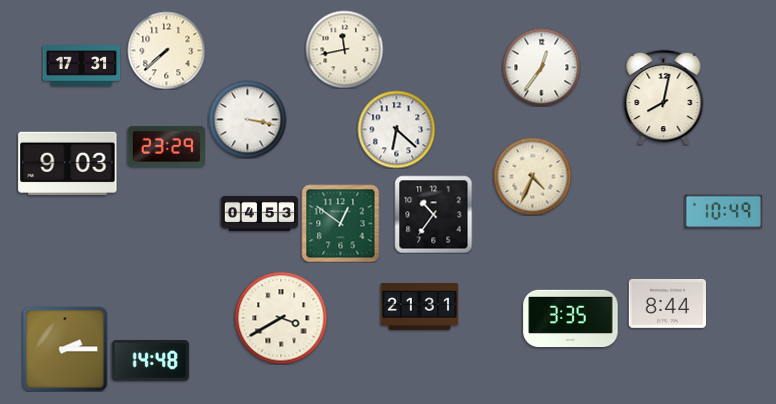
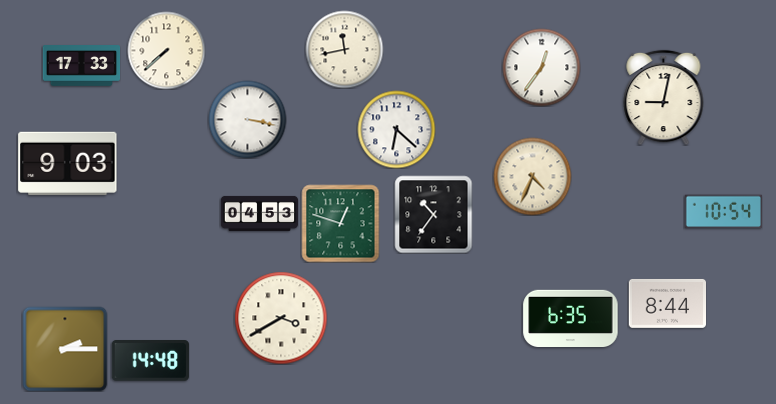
clock at (81, 66): 17:31 -> 17:33
clock at (664, 97): 8:02 -> 9:02
clock at (166, 147): 23:29 -> none
clock at (723, 212): 10:49 -> 10:54
clock at (340, 223): 12:51 -> 12:48
clock at (419, 307): 21:31 -> none
clock at (571, 319): 3:35 -> 6:35
